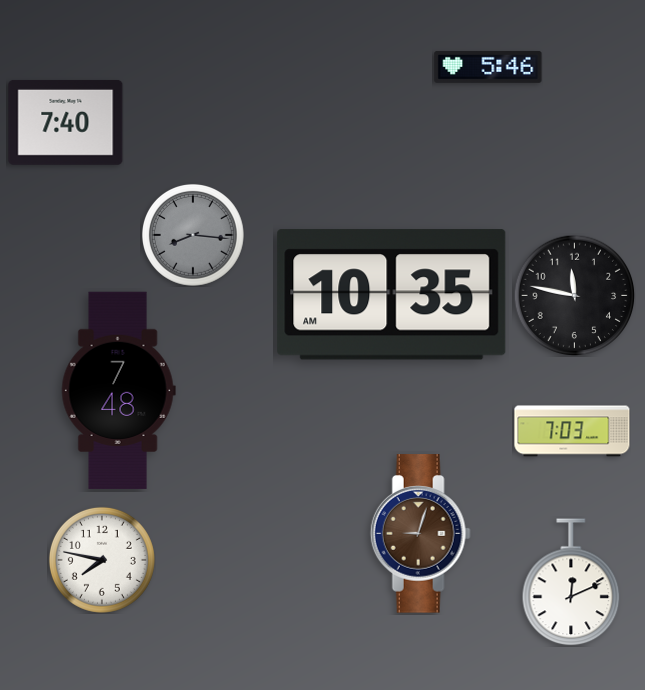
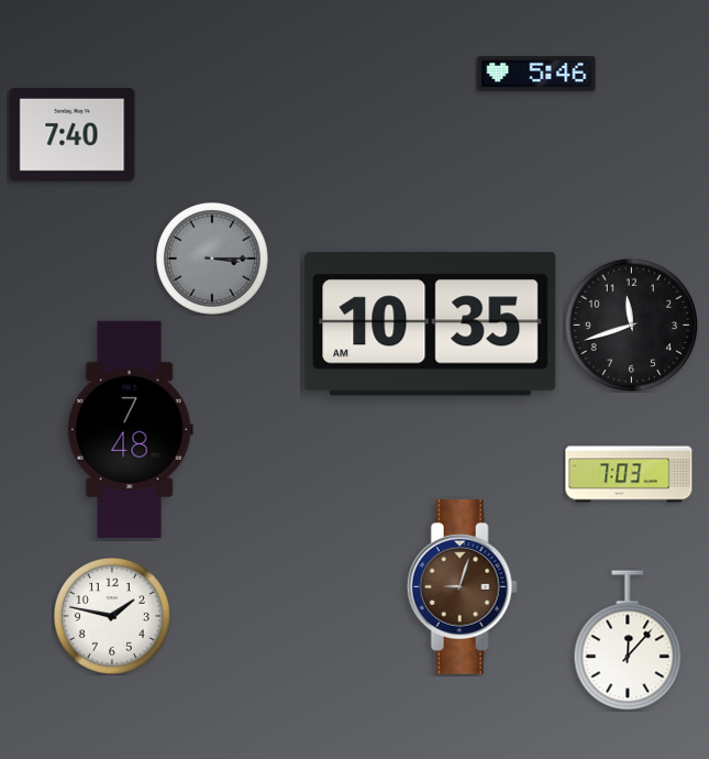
clock at (193, 235): 8:16 -> 3:15
clock at (574, 295): 11:47 -> 11:42
clock at (102, 560): 7:47 -> 1:47
clock at (571, 582): 12:11 -> 12:07
